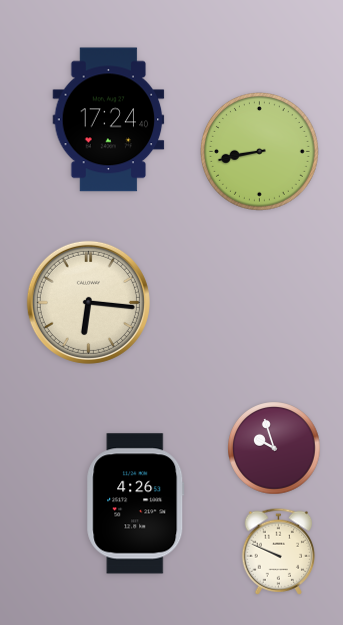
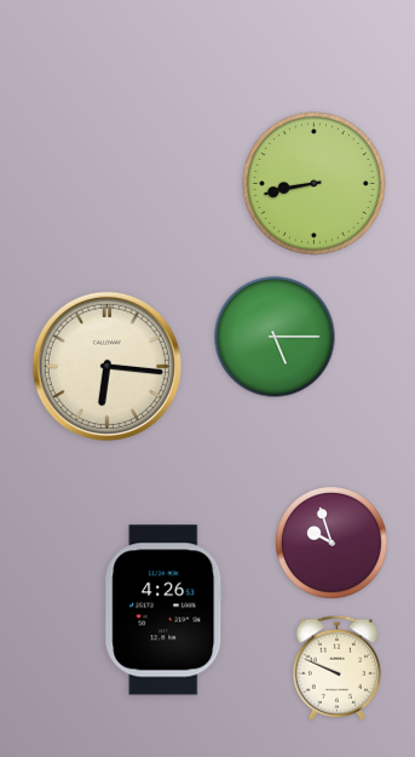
clock at (109, 120): 17:24 -> none
clock at (275, 337): none -> 5:15
